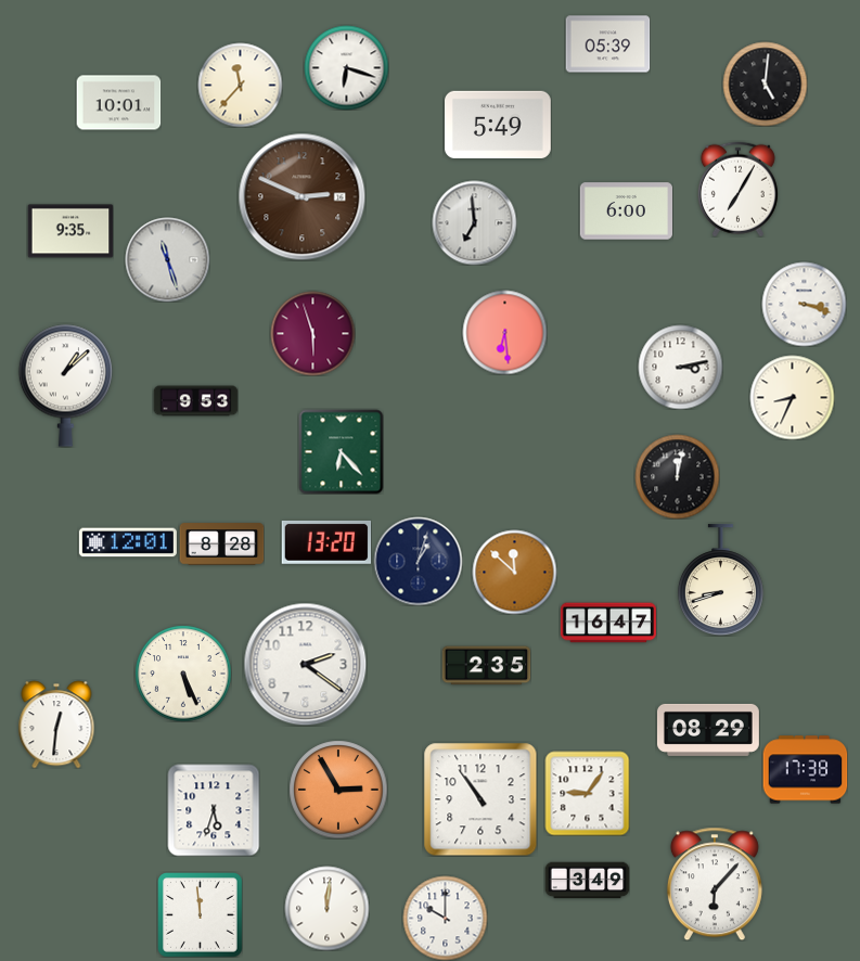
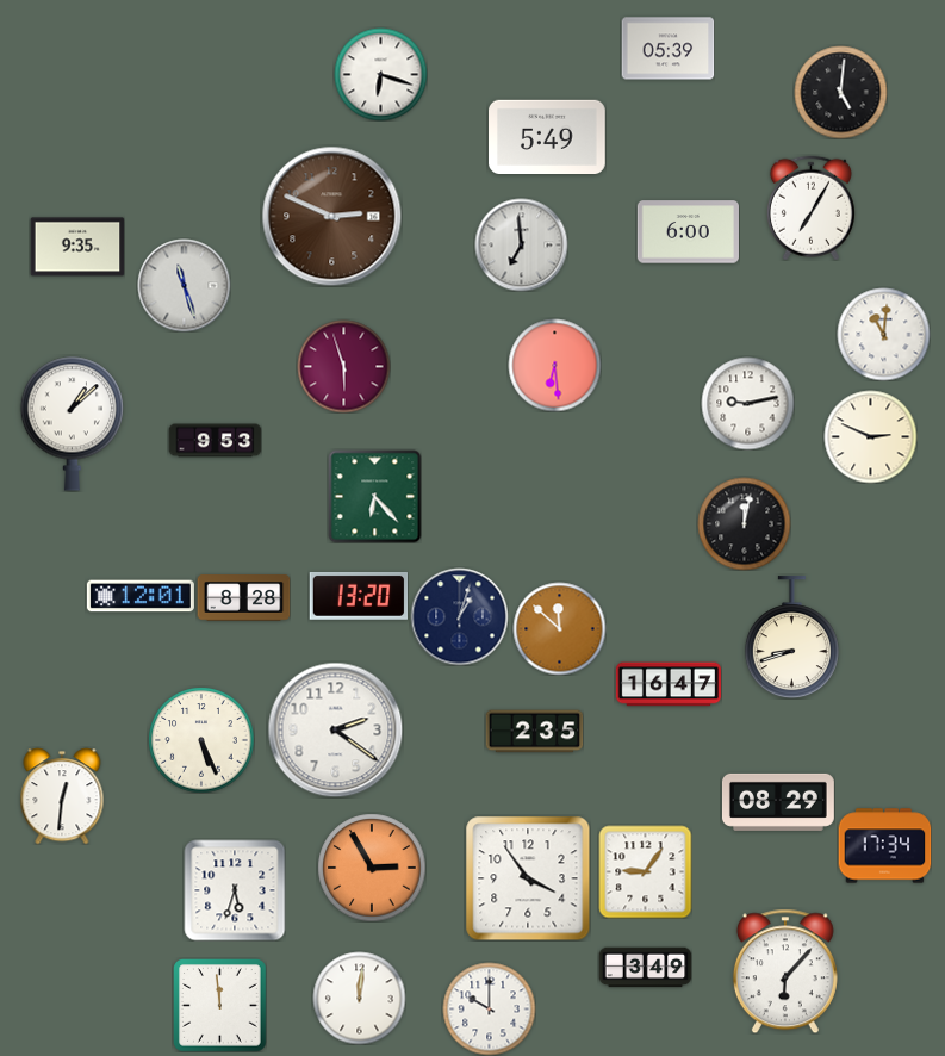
clock at (240, 85): 11:37 -> none
clock at (118, 103): 10:01 -> none
clock at (70, 231) position: (70, 231) -> (77, 247)
clock at (804, 304): 3:18 -> 11:01
clock at (680, 367): 3:13 -> 9:13
clock at (792, 397): 8:34 -> 2:49
clock at (514, 572) position: (514, 572) -> (559, 628)
clock at (805, 770): 17:38 -> 17:34
clock at (480, 799): 10:54 -> 3:54
